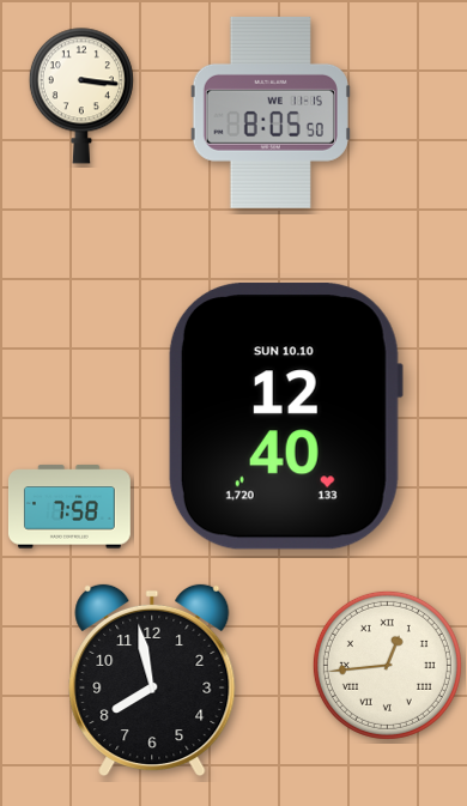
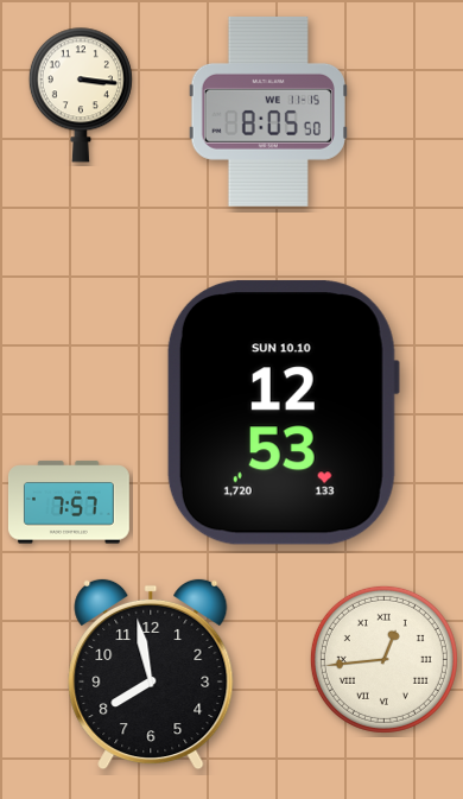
clock at (285, 417): 12:40 -> 12:53
clock at (69, 507): 7:58 -> 7:57
